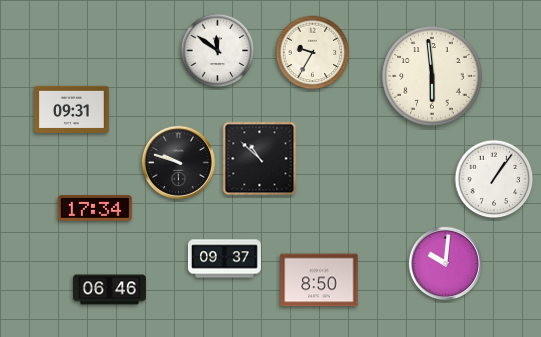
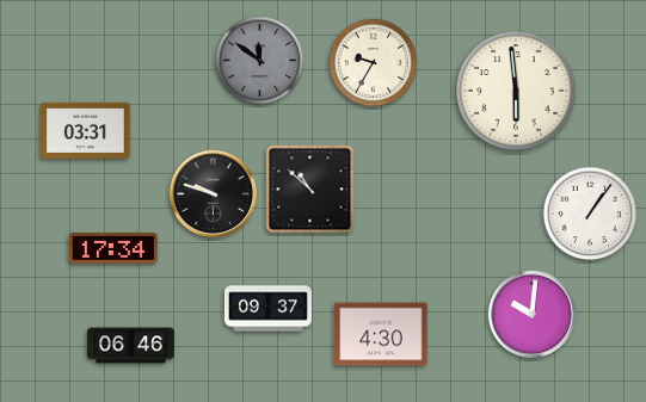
clock at (218, 51) dial: white -> grey
clock at (72, 110): 09:31 -> 03:31
clock at (319, 280): 8:50 -> 4:30
